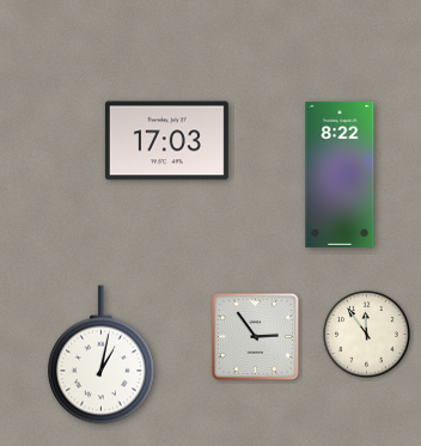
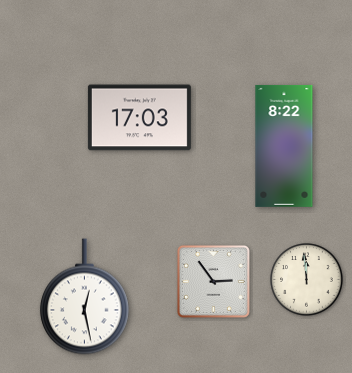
clock at (367, 335): 11:54 -> 11:59
clock at (100, 355): 1:02 -> 12:28
